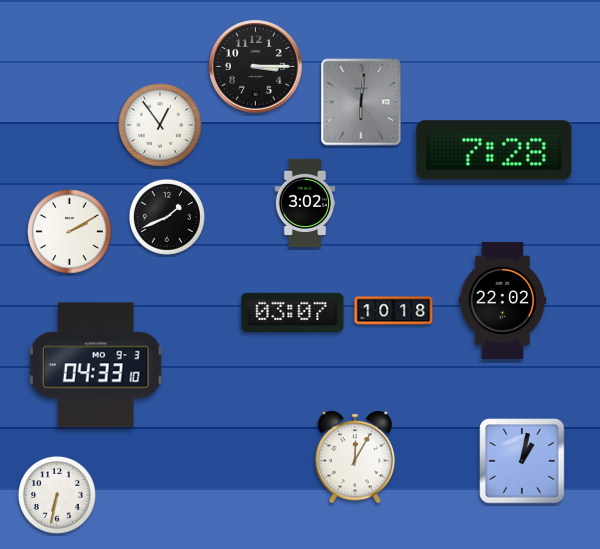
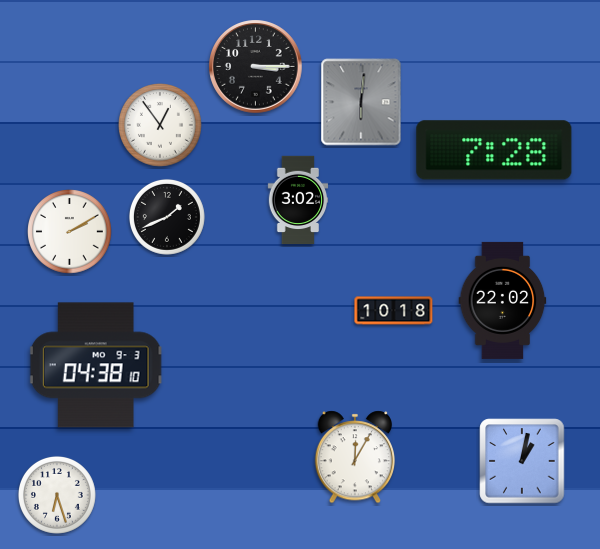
clock at (305, 203) position: (305, 203) -> (298, 200)
clock at (293, 312): 03:07 -> none
clock at (96, 365): 04:33 -> 04:38
clock at (57, 495): 6:32 -> 6:27
